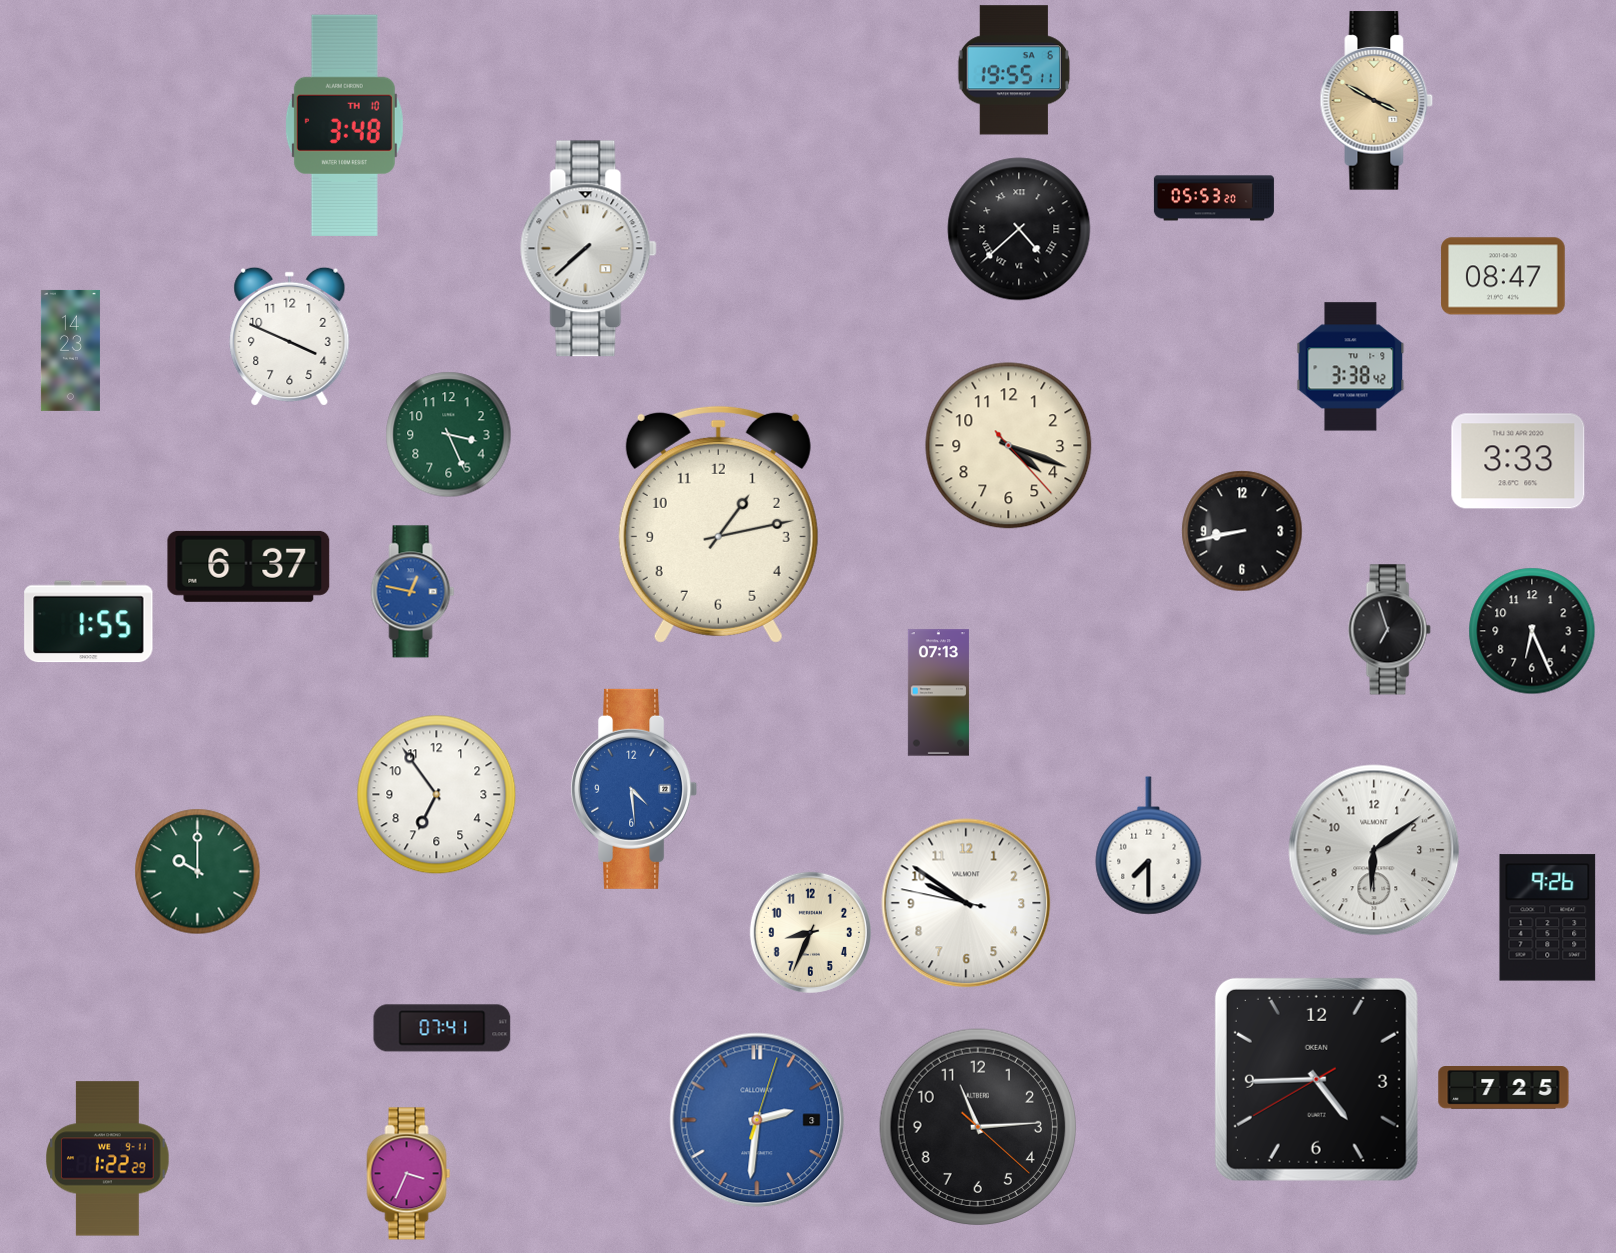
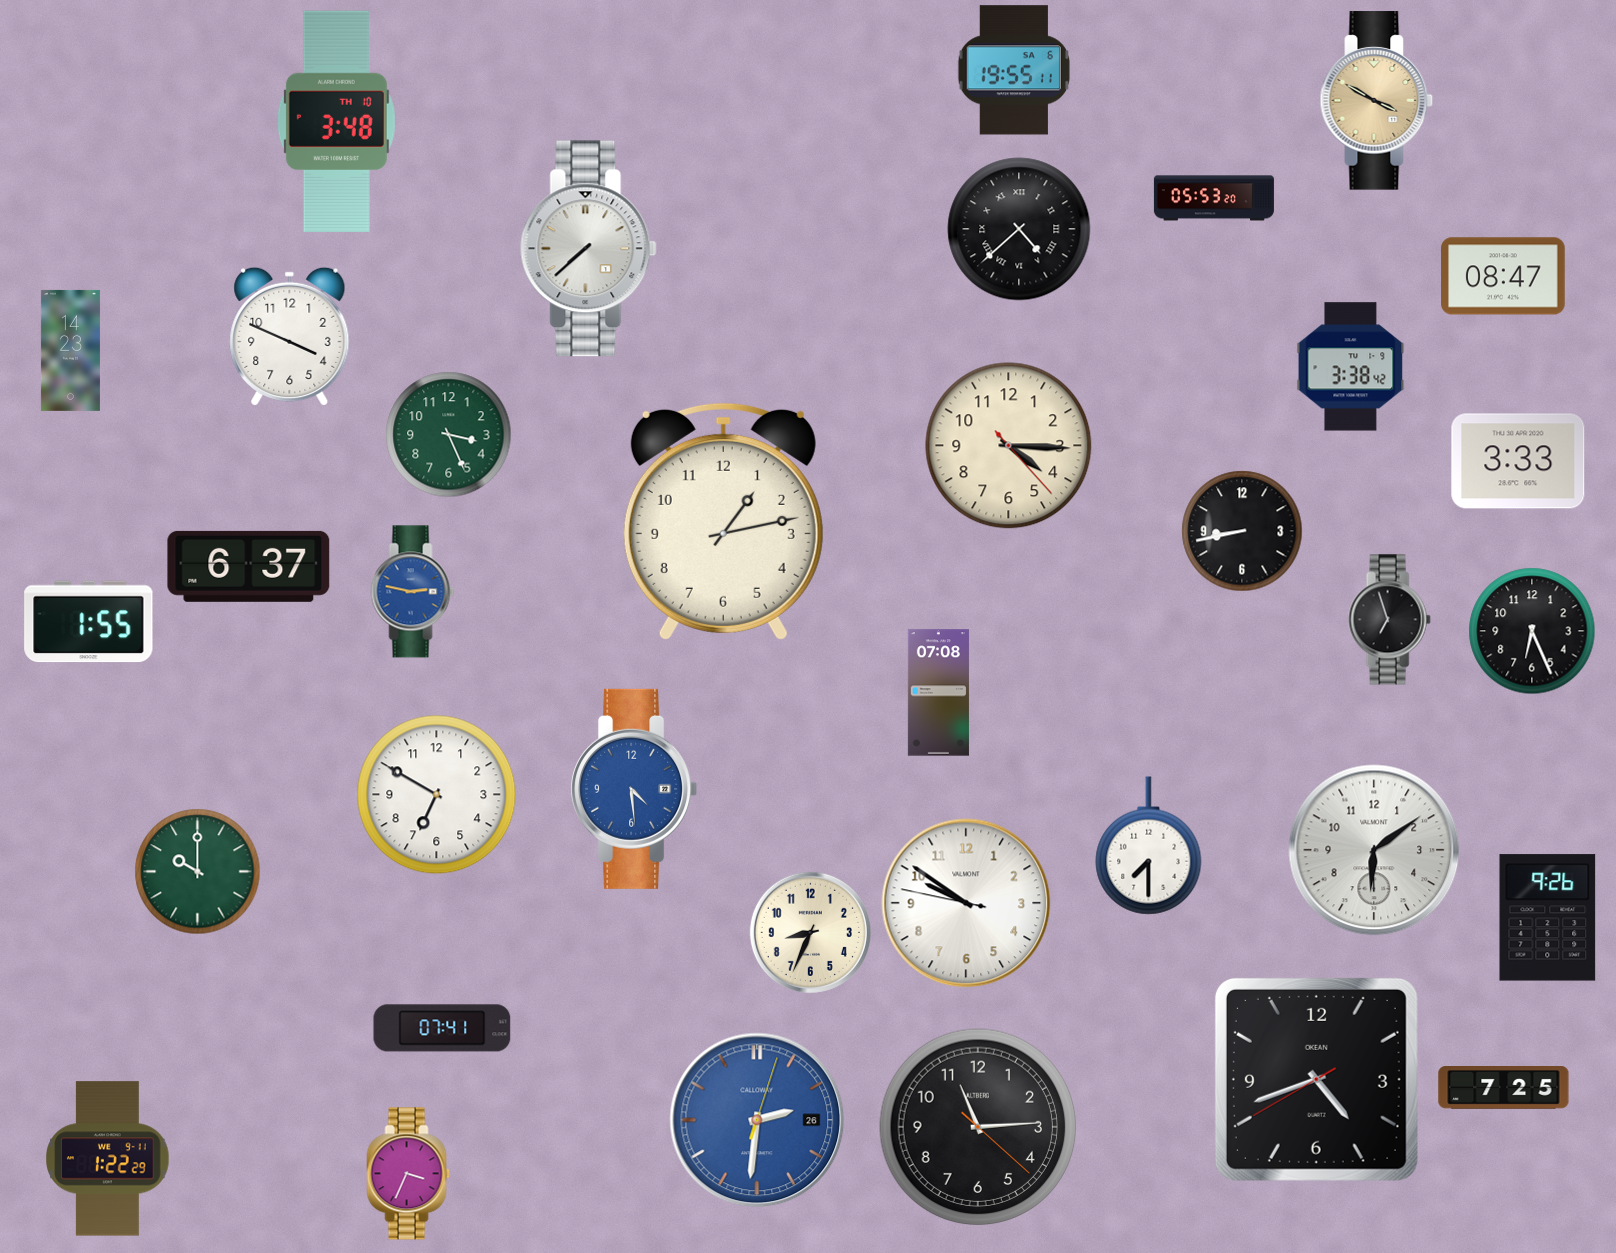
clock at (344, 125) position: (344, 125) -> (336, 121)
clock at (1009, 446): 4:18 -> 4:15
clock at (718, 524) position: (718, 524) -> (723, 521)
clock at (413, 592): 12:47 -> 2:47
clock at (1389, 630) position: (1389, 630) -> (1389, 620)
clock at (938, 693): 07:13 -> 07:08
clock at (437, 795): 6:54 -> 6:50
clock at (1316, 1079): 4:44 -> 4:41
clock at (757, 1120) date: 3 -> 26
